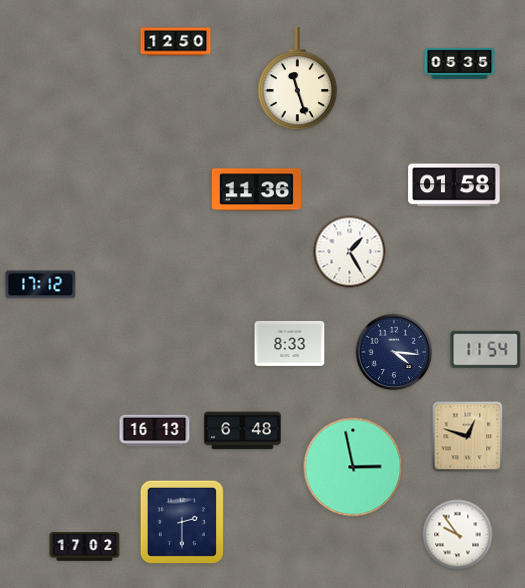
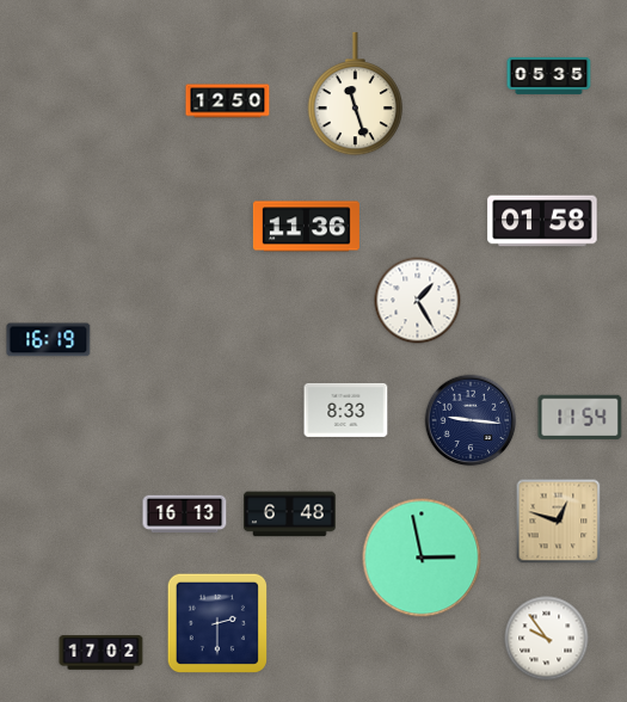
clock at (176, 42) position: (176, 42) -> (228, 101)
clock at (41, 285): 17:12 -> 16:19
clock at (394, 352): 4:16 -> 9:16
